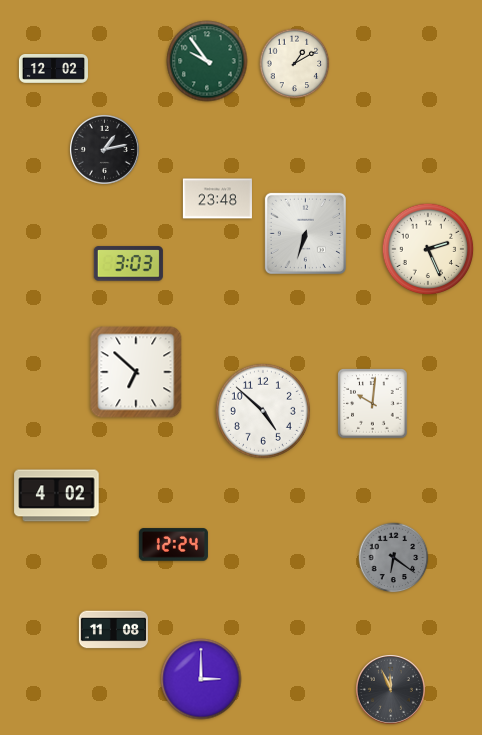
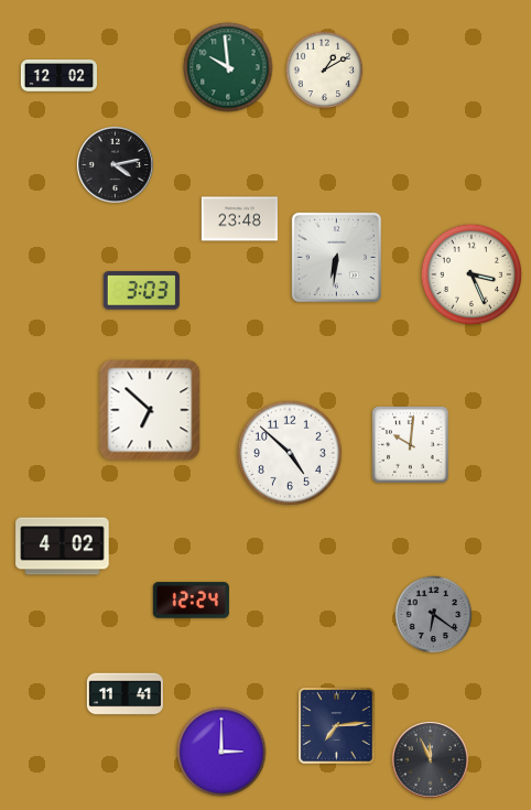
clock at (207, 61): 9:54 -> 9:59
clock at (104, 149): 1:13 -> 4:13
clock at (305, 233): 6:33 -> 6:31
clock at (428, 249): 2:26 -> 3:26
clock at (113, 630): 11:08 -> 11:41
clock at (337, 726): none -> 7:14
clock at (201, 679) position: (201, 679) -> (221, 752)
